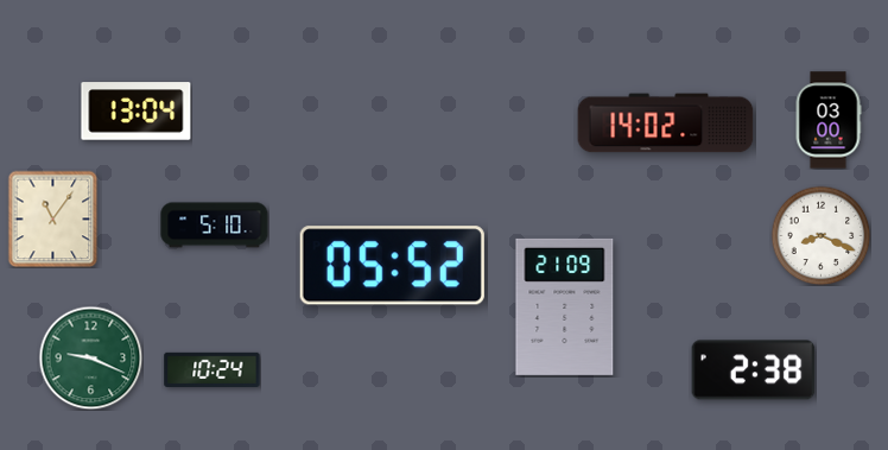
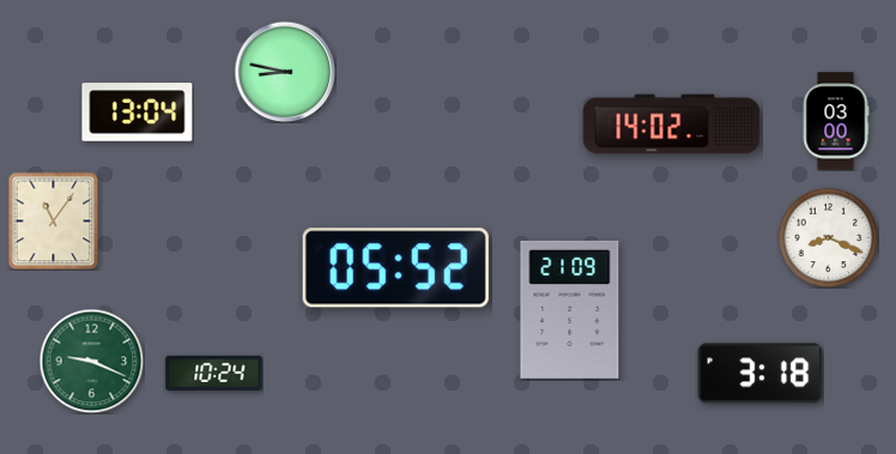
clock at (285, 72): none -> 8:47
clock at (215, 226): 5:10 -> none
clock at (754, 370): 2:38 -> 3:18
